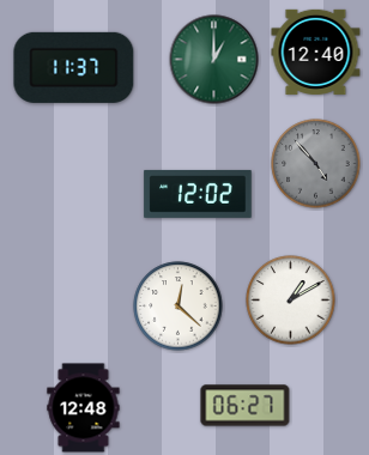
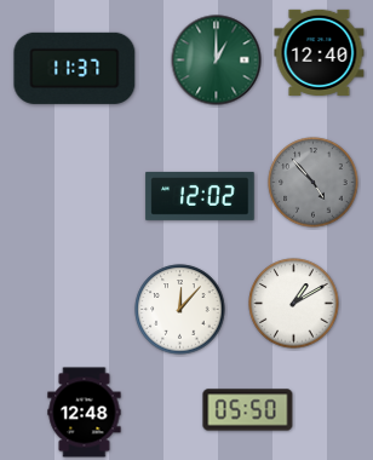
clock at (316, 164) position: (316, 164) -> (314, 183)
clock at (179, 307): 12:22 -> 12:07
clock at (246, 406): 06:27 -> 05:50
